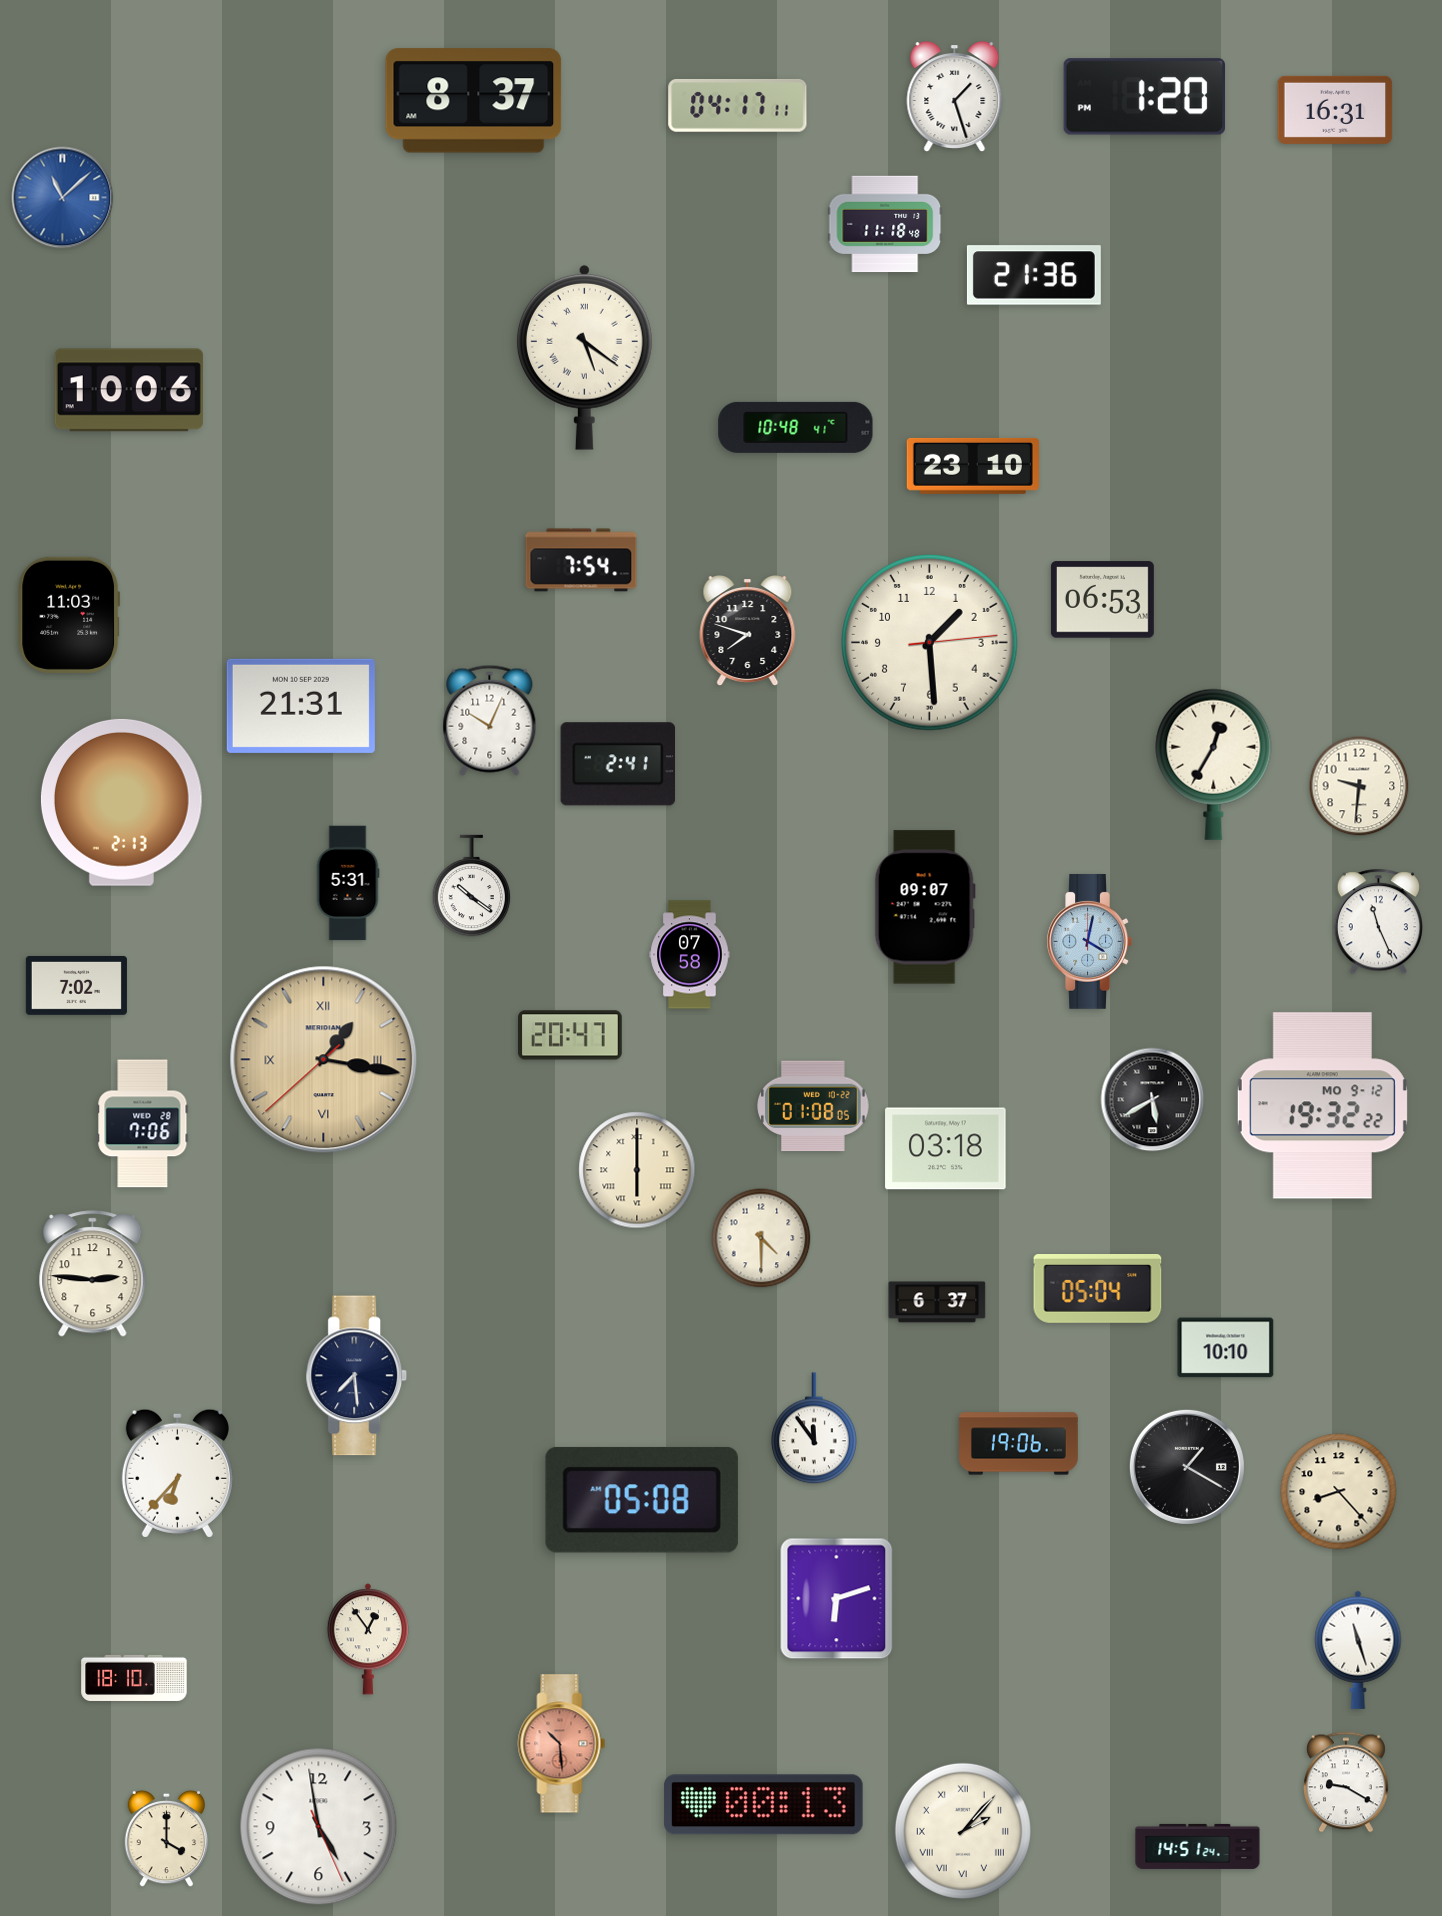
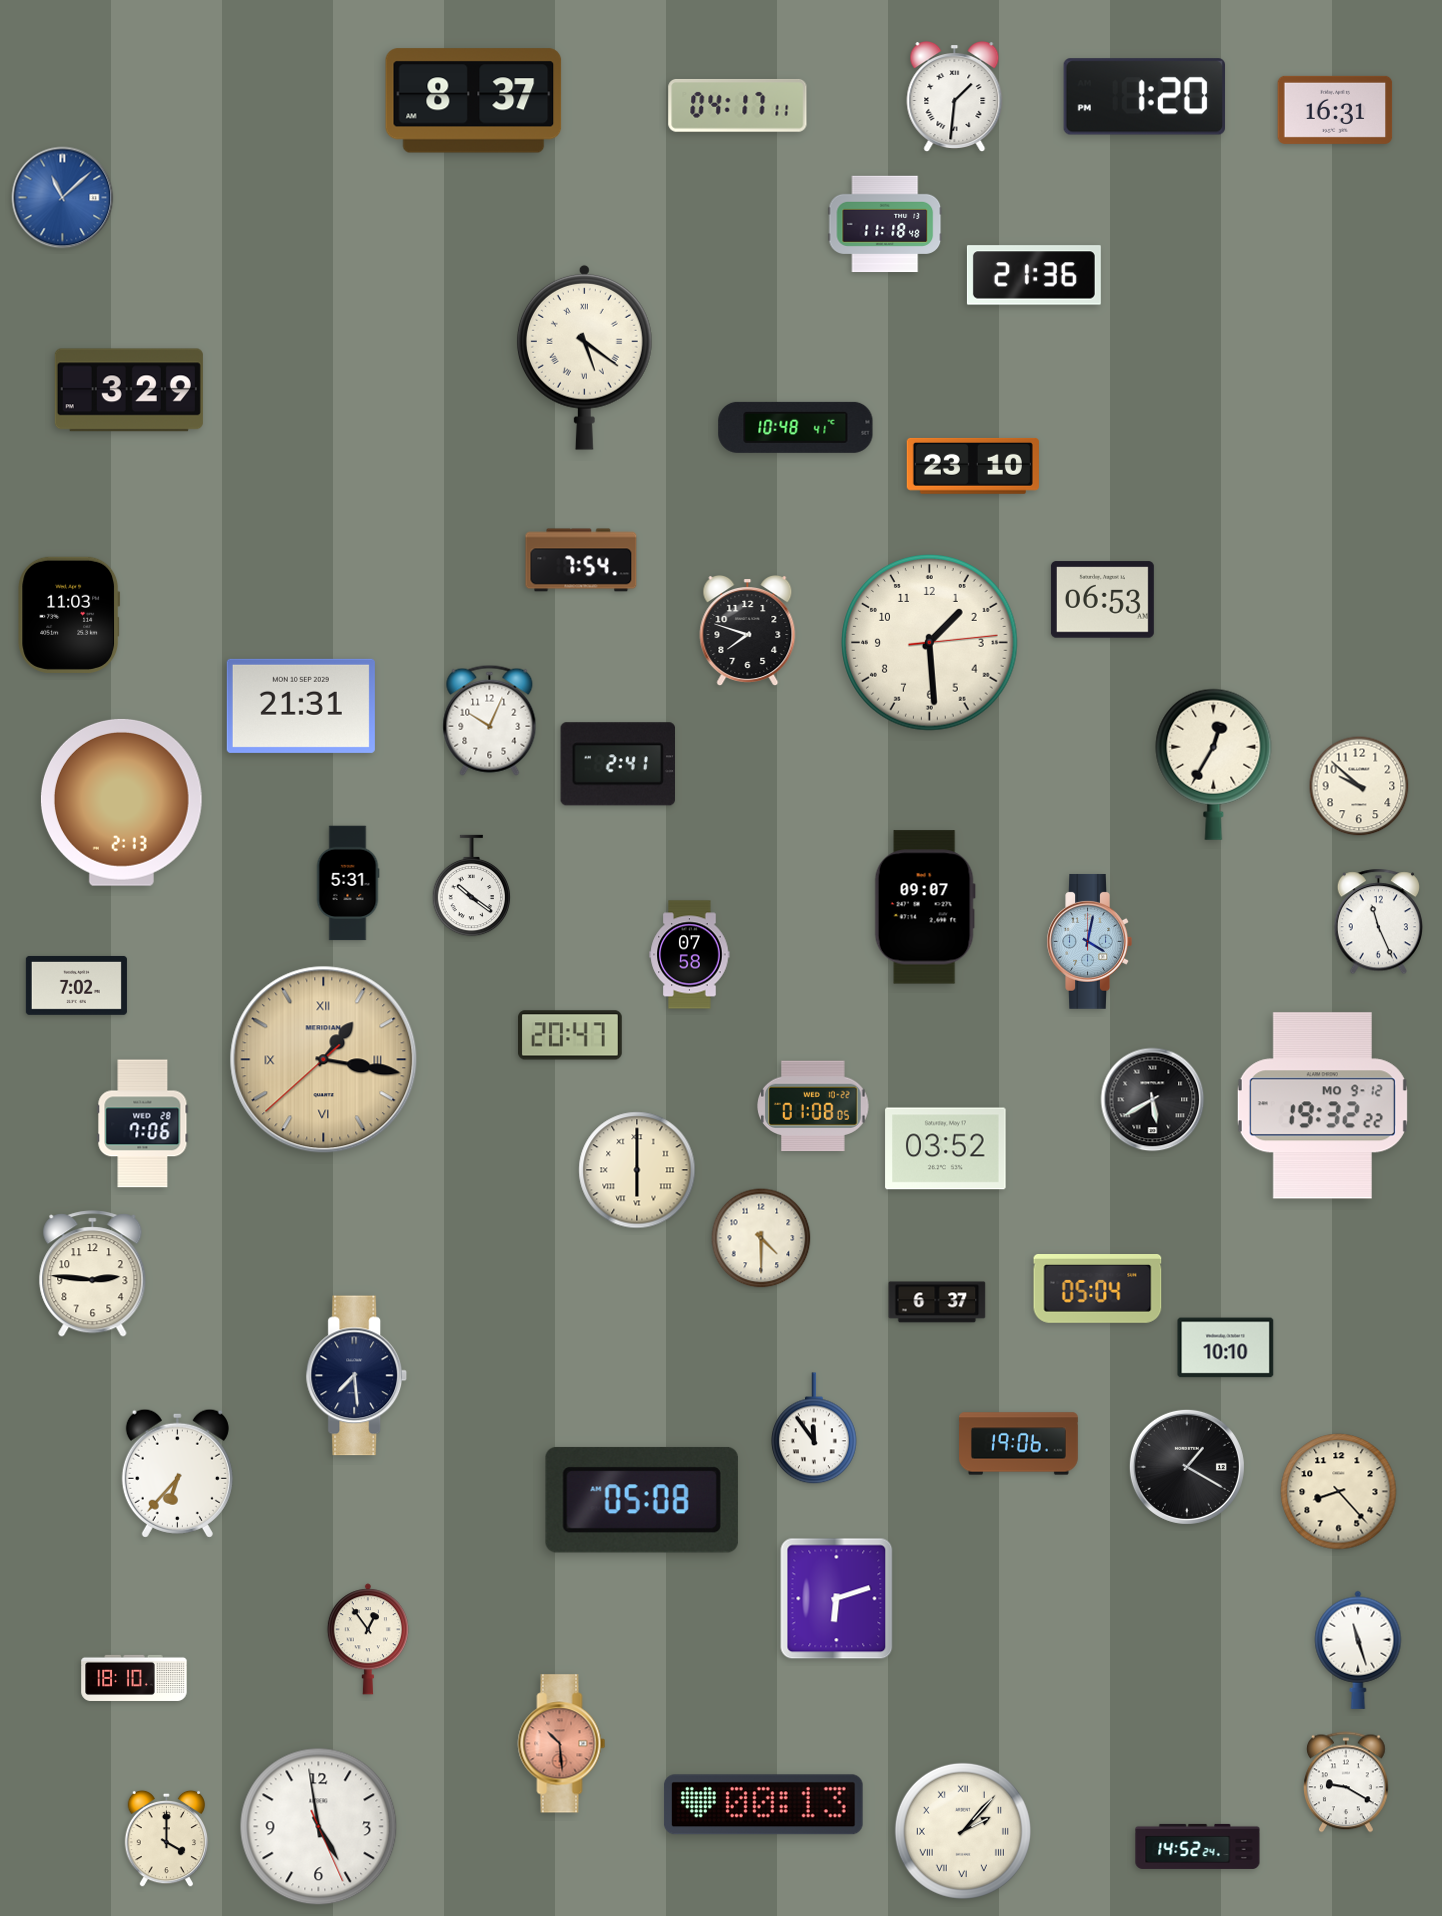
clock at (955, 97): 1:27 -> 1:31
clock at (129, 390): 10:06 -> 3:29
clock at (1359, 786): 9:31 -> 9:52
clock at (946, 1149): 03:18 -> 03:52
clock at (1198, 1846): 14:51 -> 14:52
